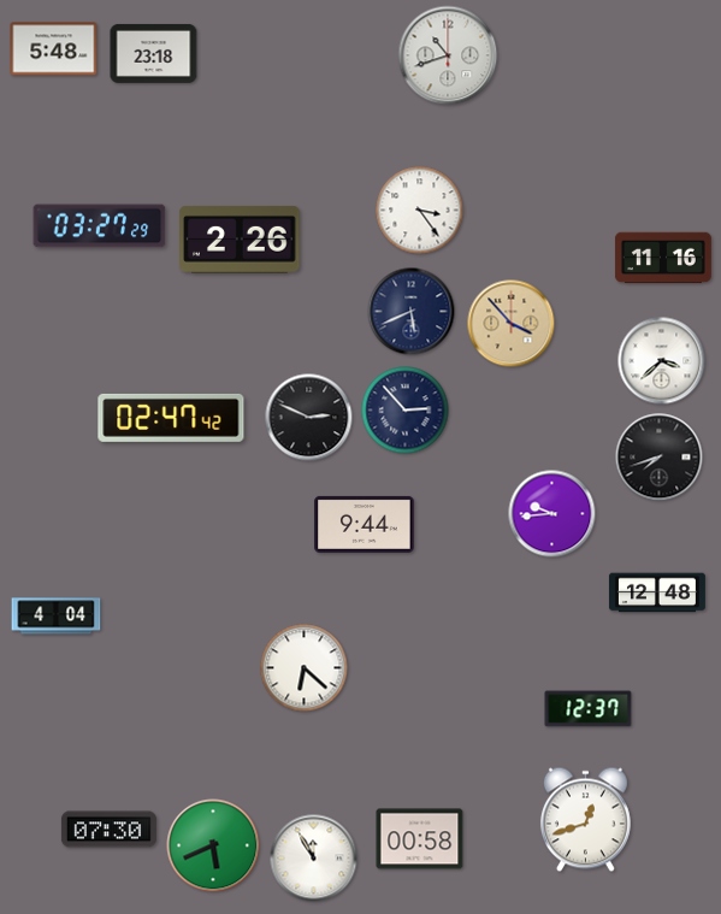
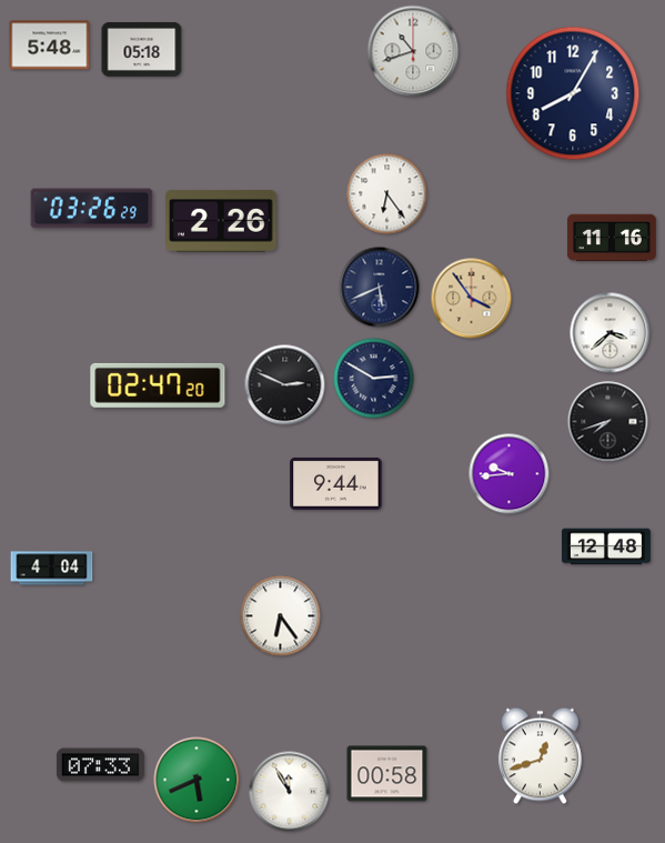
clock at (154, 53): 23:18 -> 05:18
clock at (573, 93): none -> 8:05
clock at (420, 211): 3:24 -> 6:24
clock at (100, 226): 03:27 -> 03:26
clock at (512, 324): 3:53 -> 3:54
clock at (406, 411): 2:53 -> 2:50
clock at (171, 418): 02:47:42 -> 02:47:20
clock at (305, 668): 6:22 -> 6:24
clock at (589, 709): 12:37 -> none
clock at (108, 830): 07:30 -> 07:33
